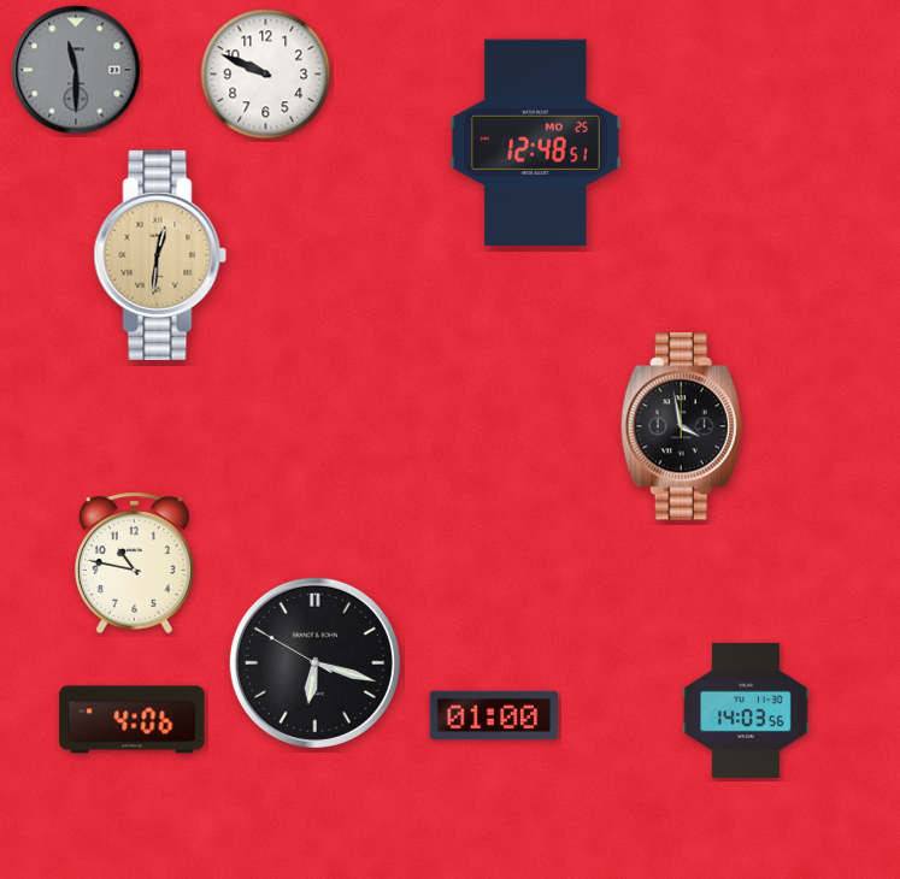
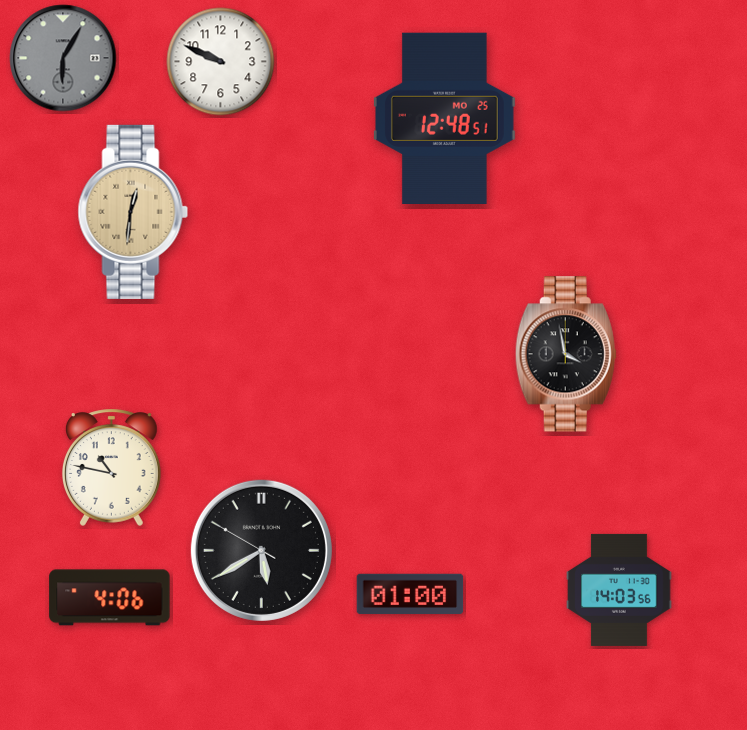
clock at (76, 70): 11:30 -> 6:05
clock at (314, 662): 6:17 -> 5:39
